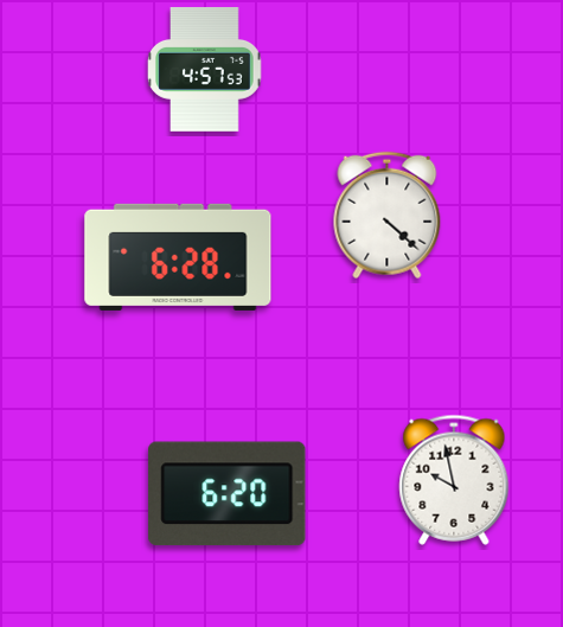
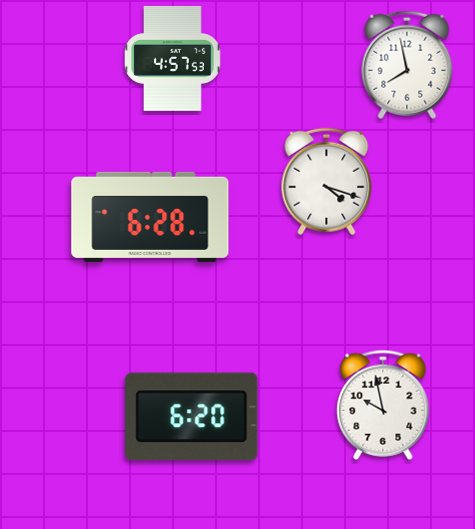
clock at (407, 65): none -> 7:58
clock at (388, 216): 4:22 -> 4:18
